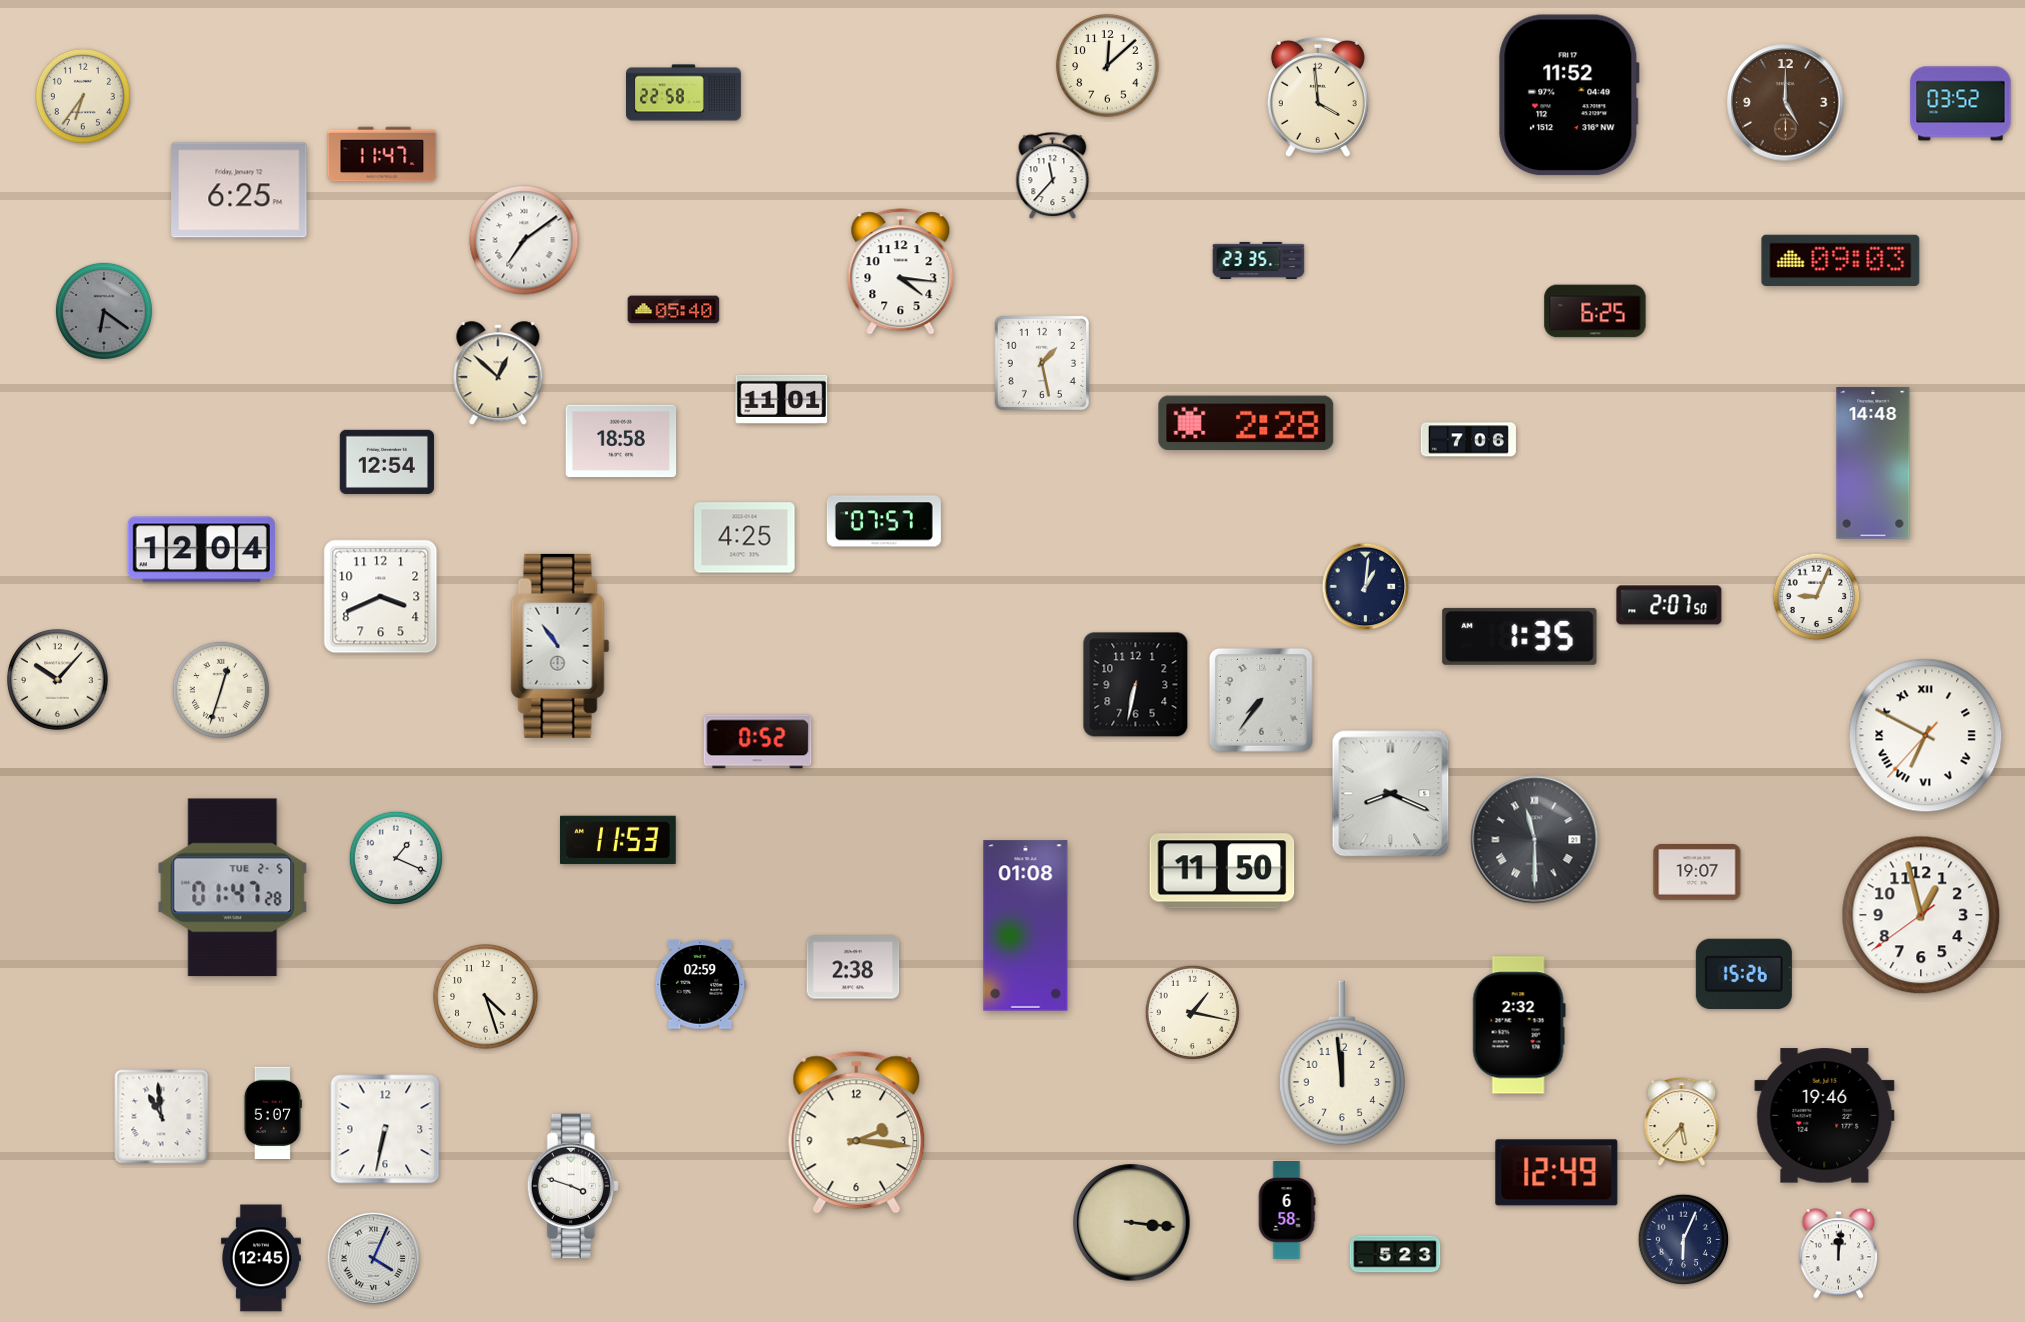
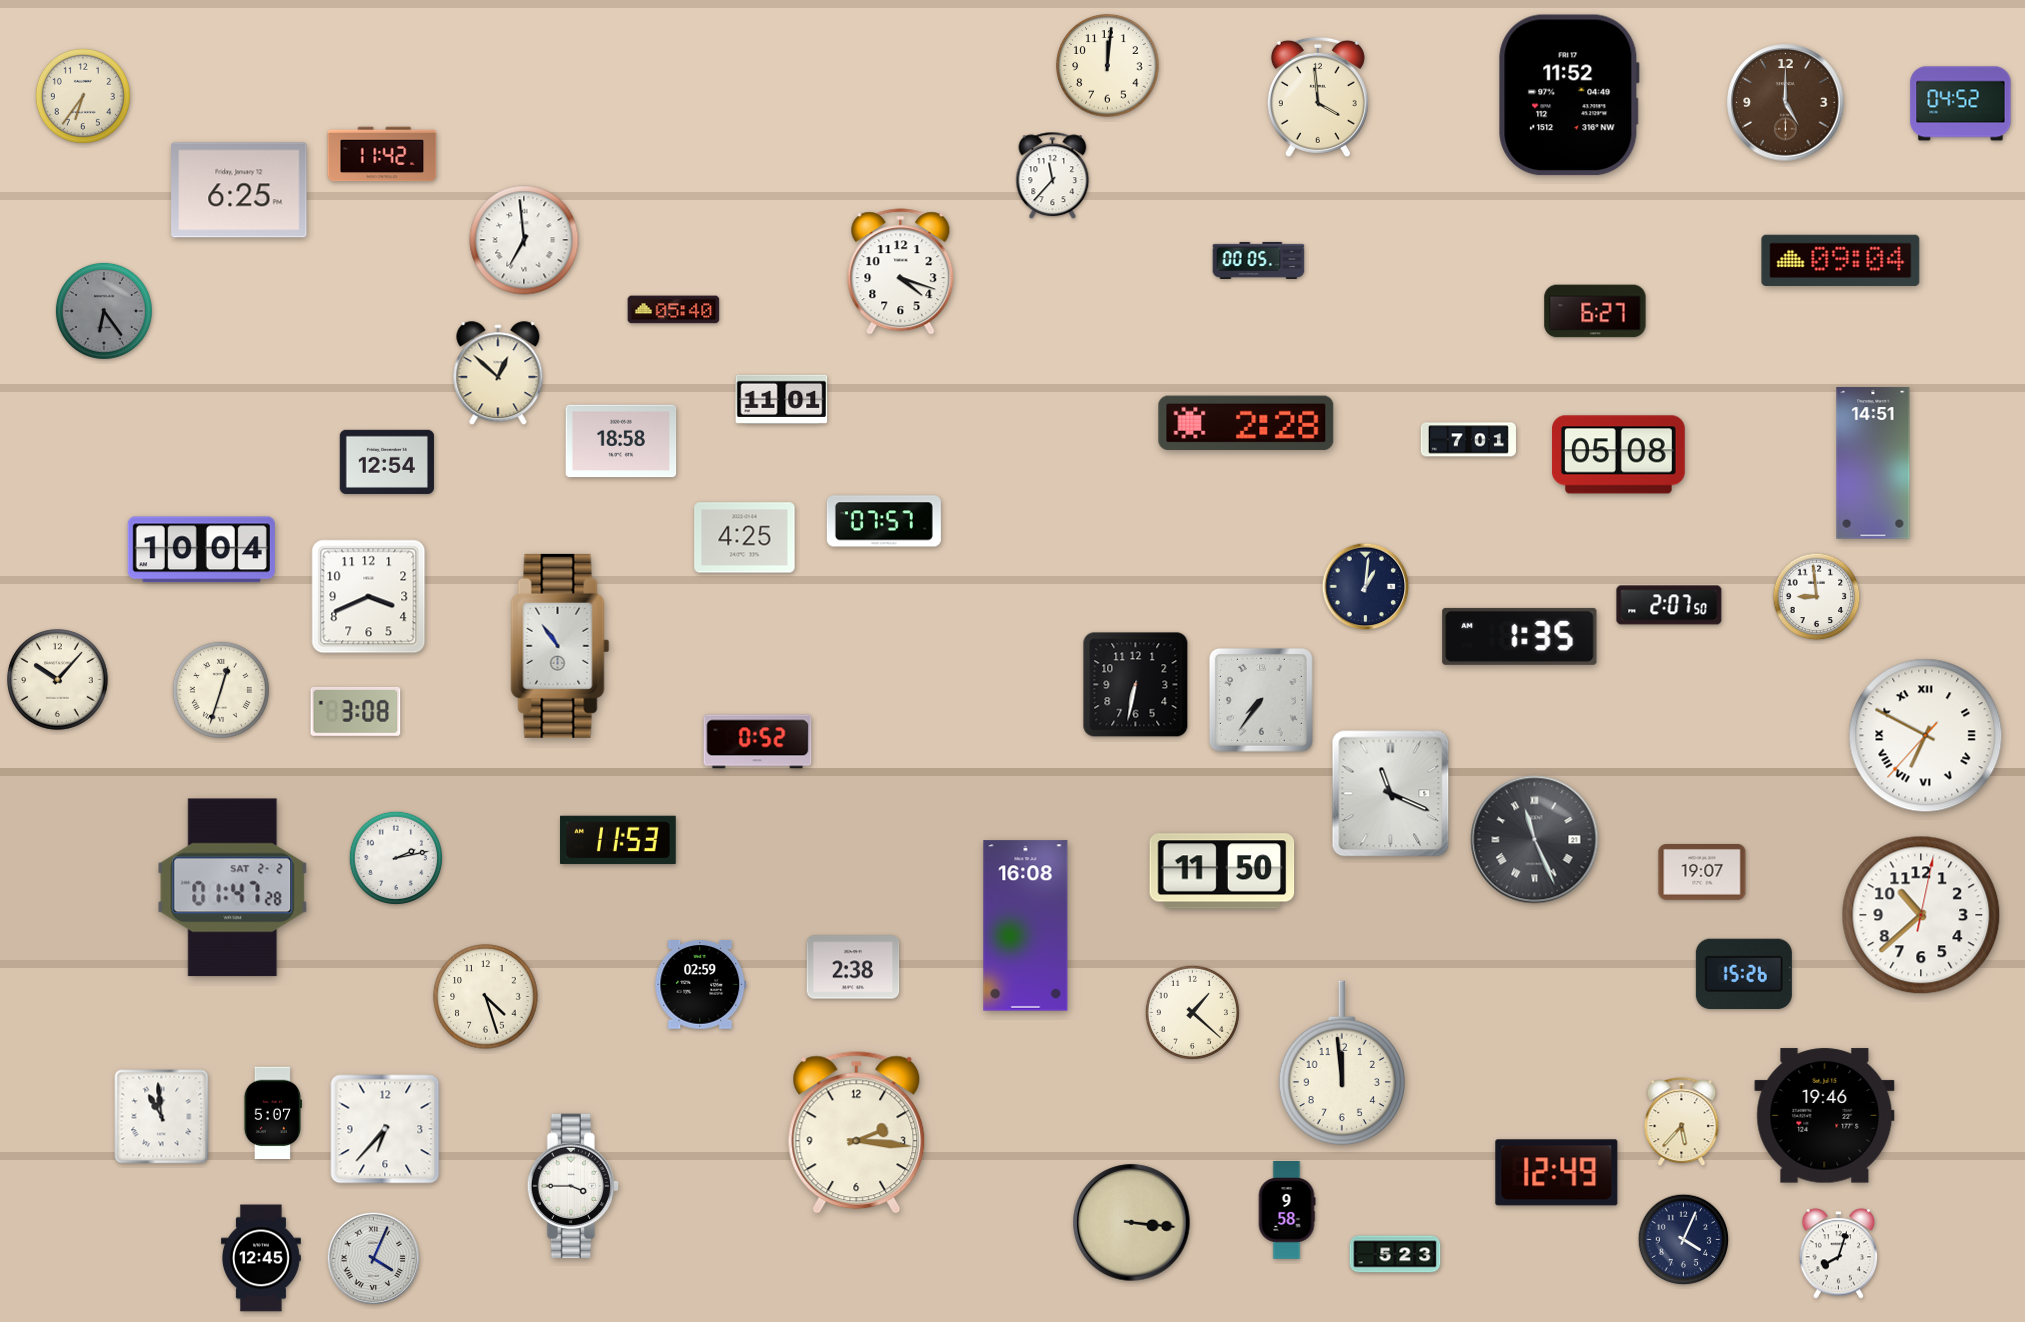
clock at (1108, 66): 12:08 -> 12:01
clock at (684, 93): 22:58 -> none
clock at (1961, 104): 03:52 -> 04:52
clock at (382, 154): 11:47 -> 11:42
clock at (524, 240): 7:09 -> 6:59
clock at (1259, 260): 23:35 -> 00:05
clock at (1841, 260): 09:03 -> 09:04
clock at (901, 272): 4:16 -> 4:18
clock at (104, 311): 6:21 -> 6:24
clock at (1595, 311): 6:25 -> 6:27
clock at (1042, 363): 1:28 -> none
clock at (1468, 440): 7:06 -> 7:01
clock at (1619, 455): none -> 05:08
clock at (1873, 463): 14:48 -> 14:51
clock at (201, 550): 12:04 -> 10:04
clock at (381, 597) position: (381, 597) -> (369, 597)
clock at (1817, 597): 9:04 -> 8:59
clock at (356, 711): none -> 3:08
clock at (1391, 794): 8:19 -> 11:19
clock at (1535, 840): 11:30 -> 11:26
clock at (396, 858): 1:19 -> 2:13
clock at (1697, 873) position: (1697, 873) -> (1702, 873)
clock at (233, 888) date: TUE 2-5 -> SAT 2-2
clock at (1921, 915): 12:57 -> 10:38
clock at (1026, 926): 01:08 -> 16:08
clock at (1192, 1012): 1:17 -> 1:22
clock at (1519, 1025): 2:32 -> none
clock at (385, 1129): 6:32 -> 6:37
clock at (573, 1186): 3:48 -> 3:45
clock at (1287, 1210): 6:58 -> 9:58
clock at (1684, 1240): 6:04 -> 4:04
clock at (1839, 1254): 12:01 -> 8:03
